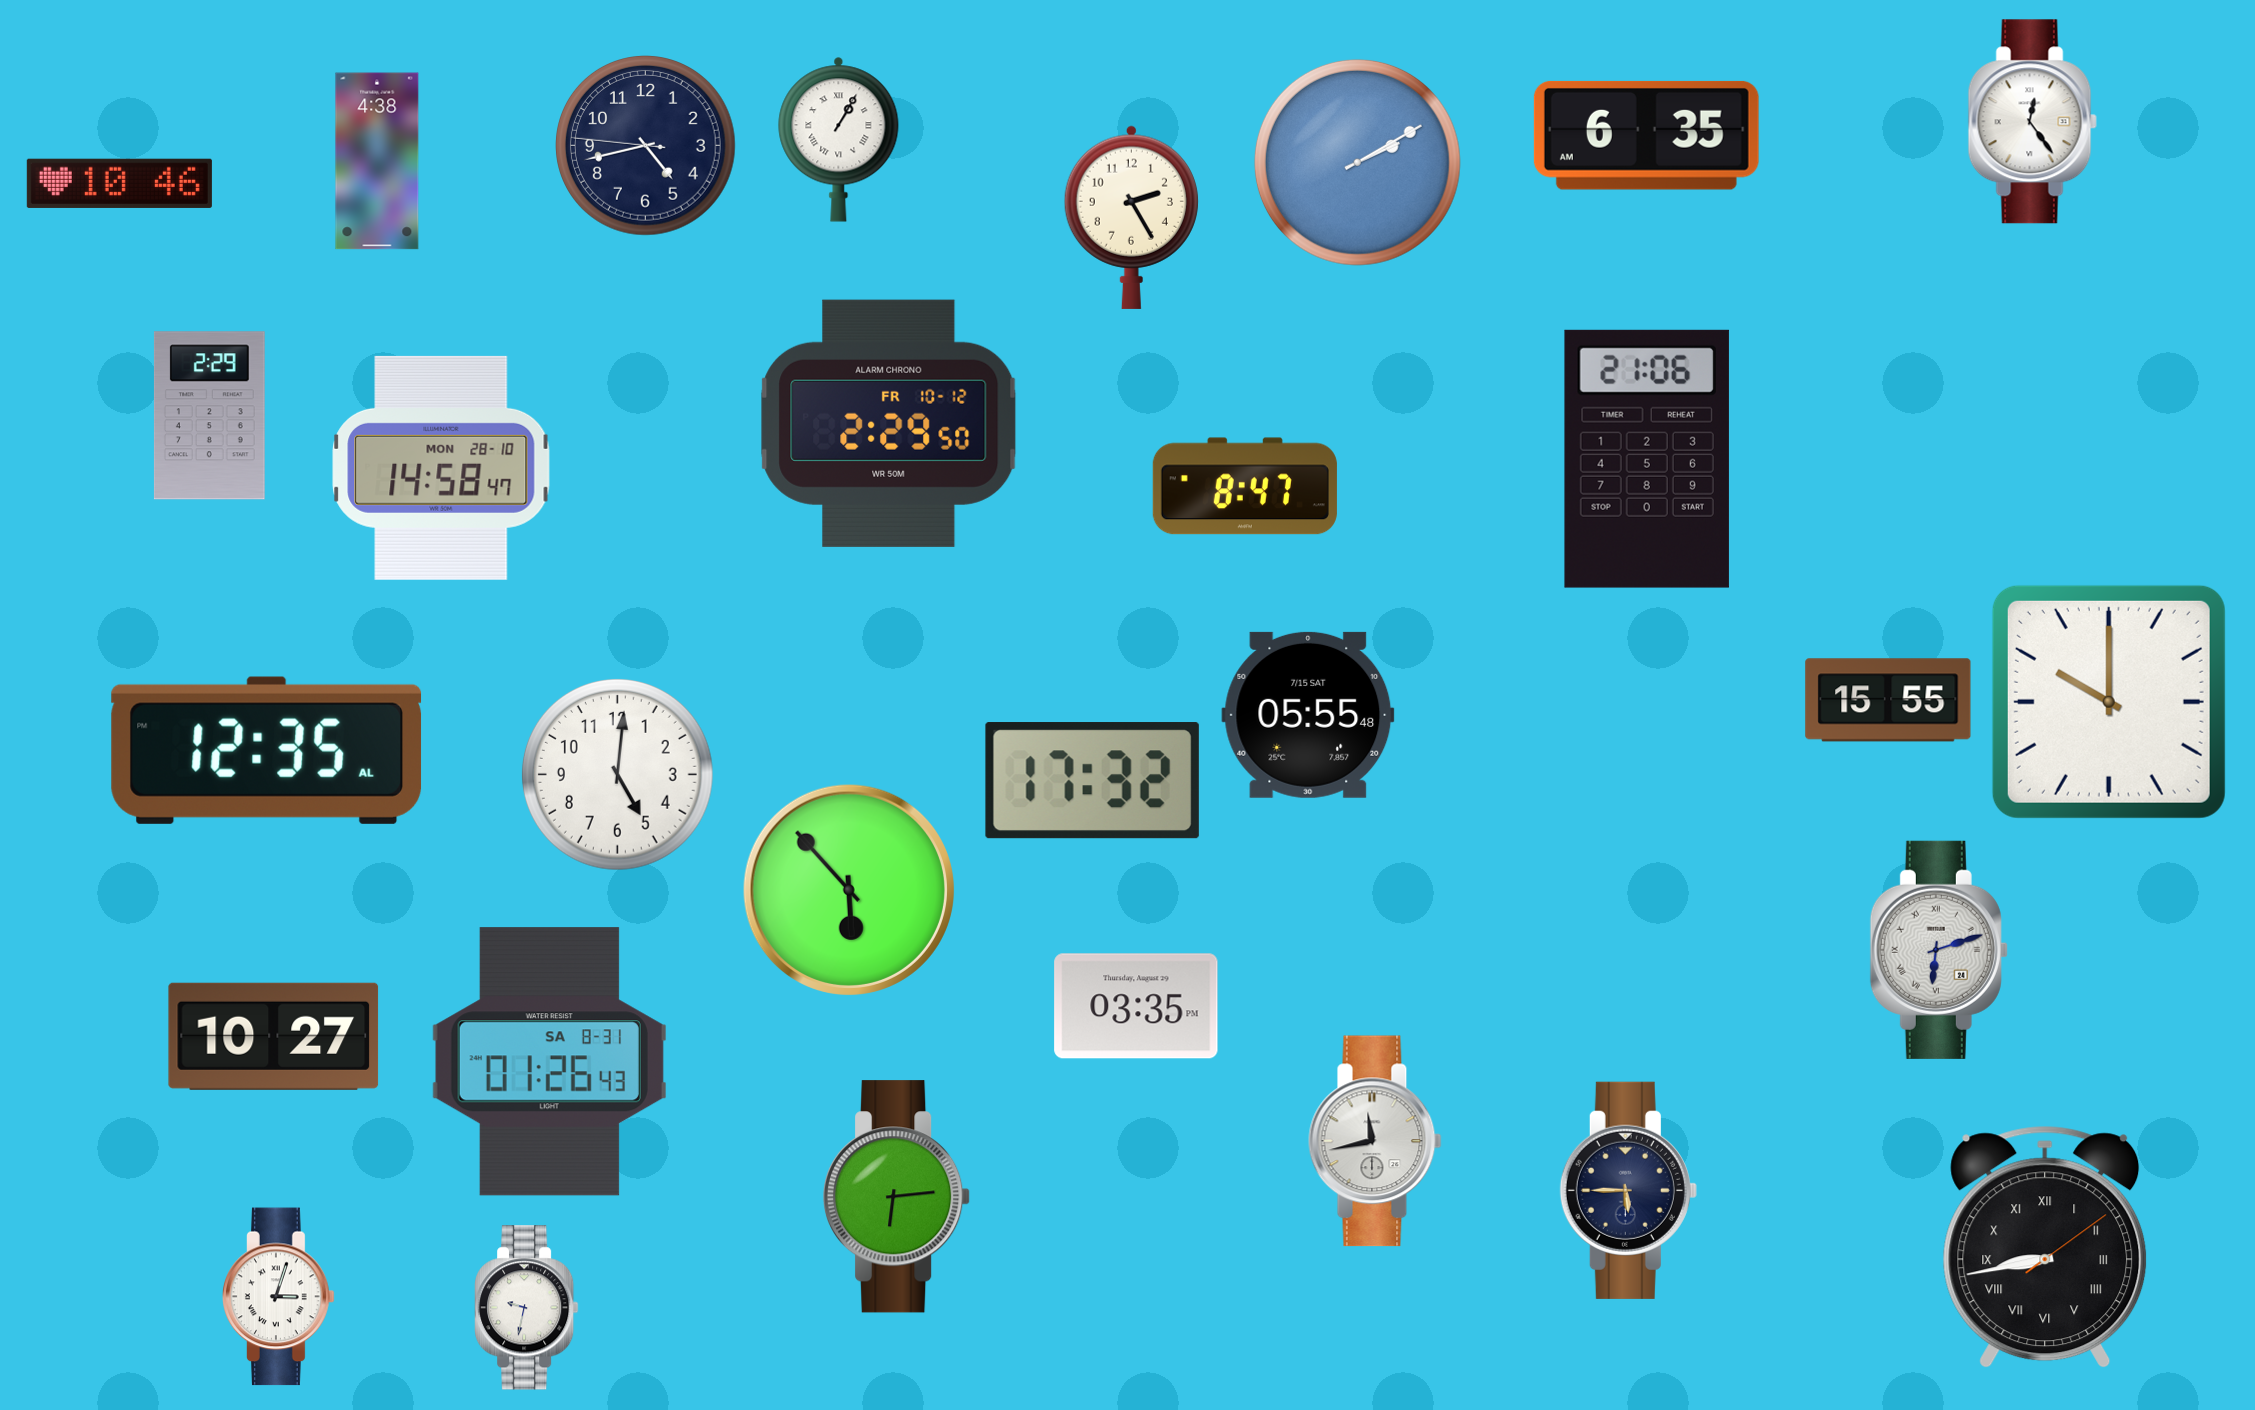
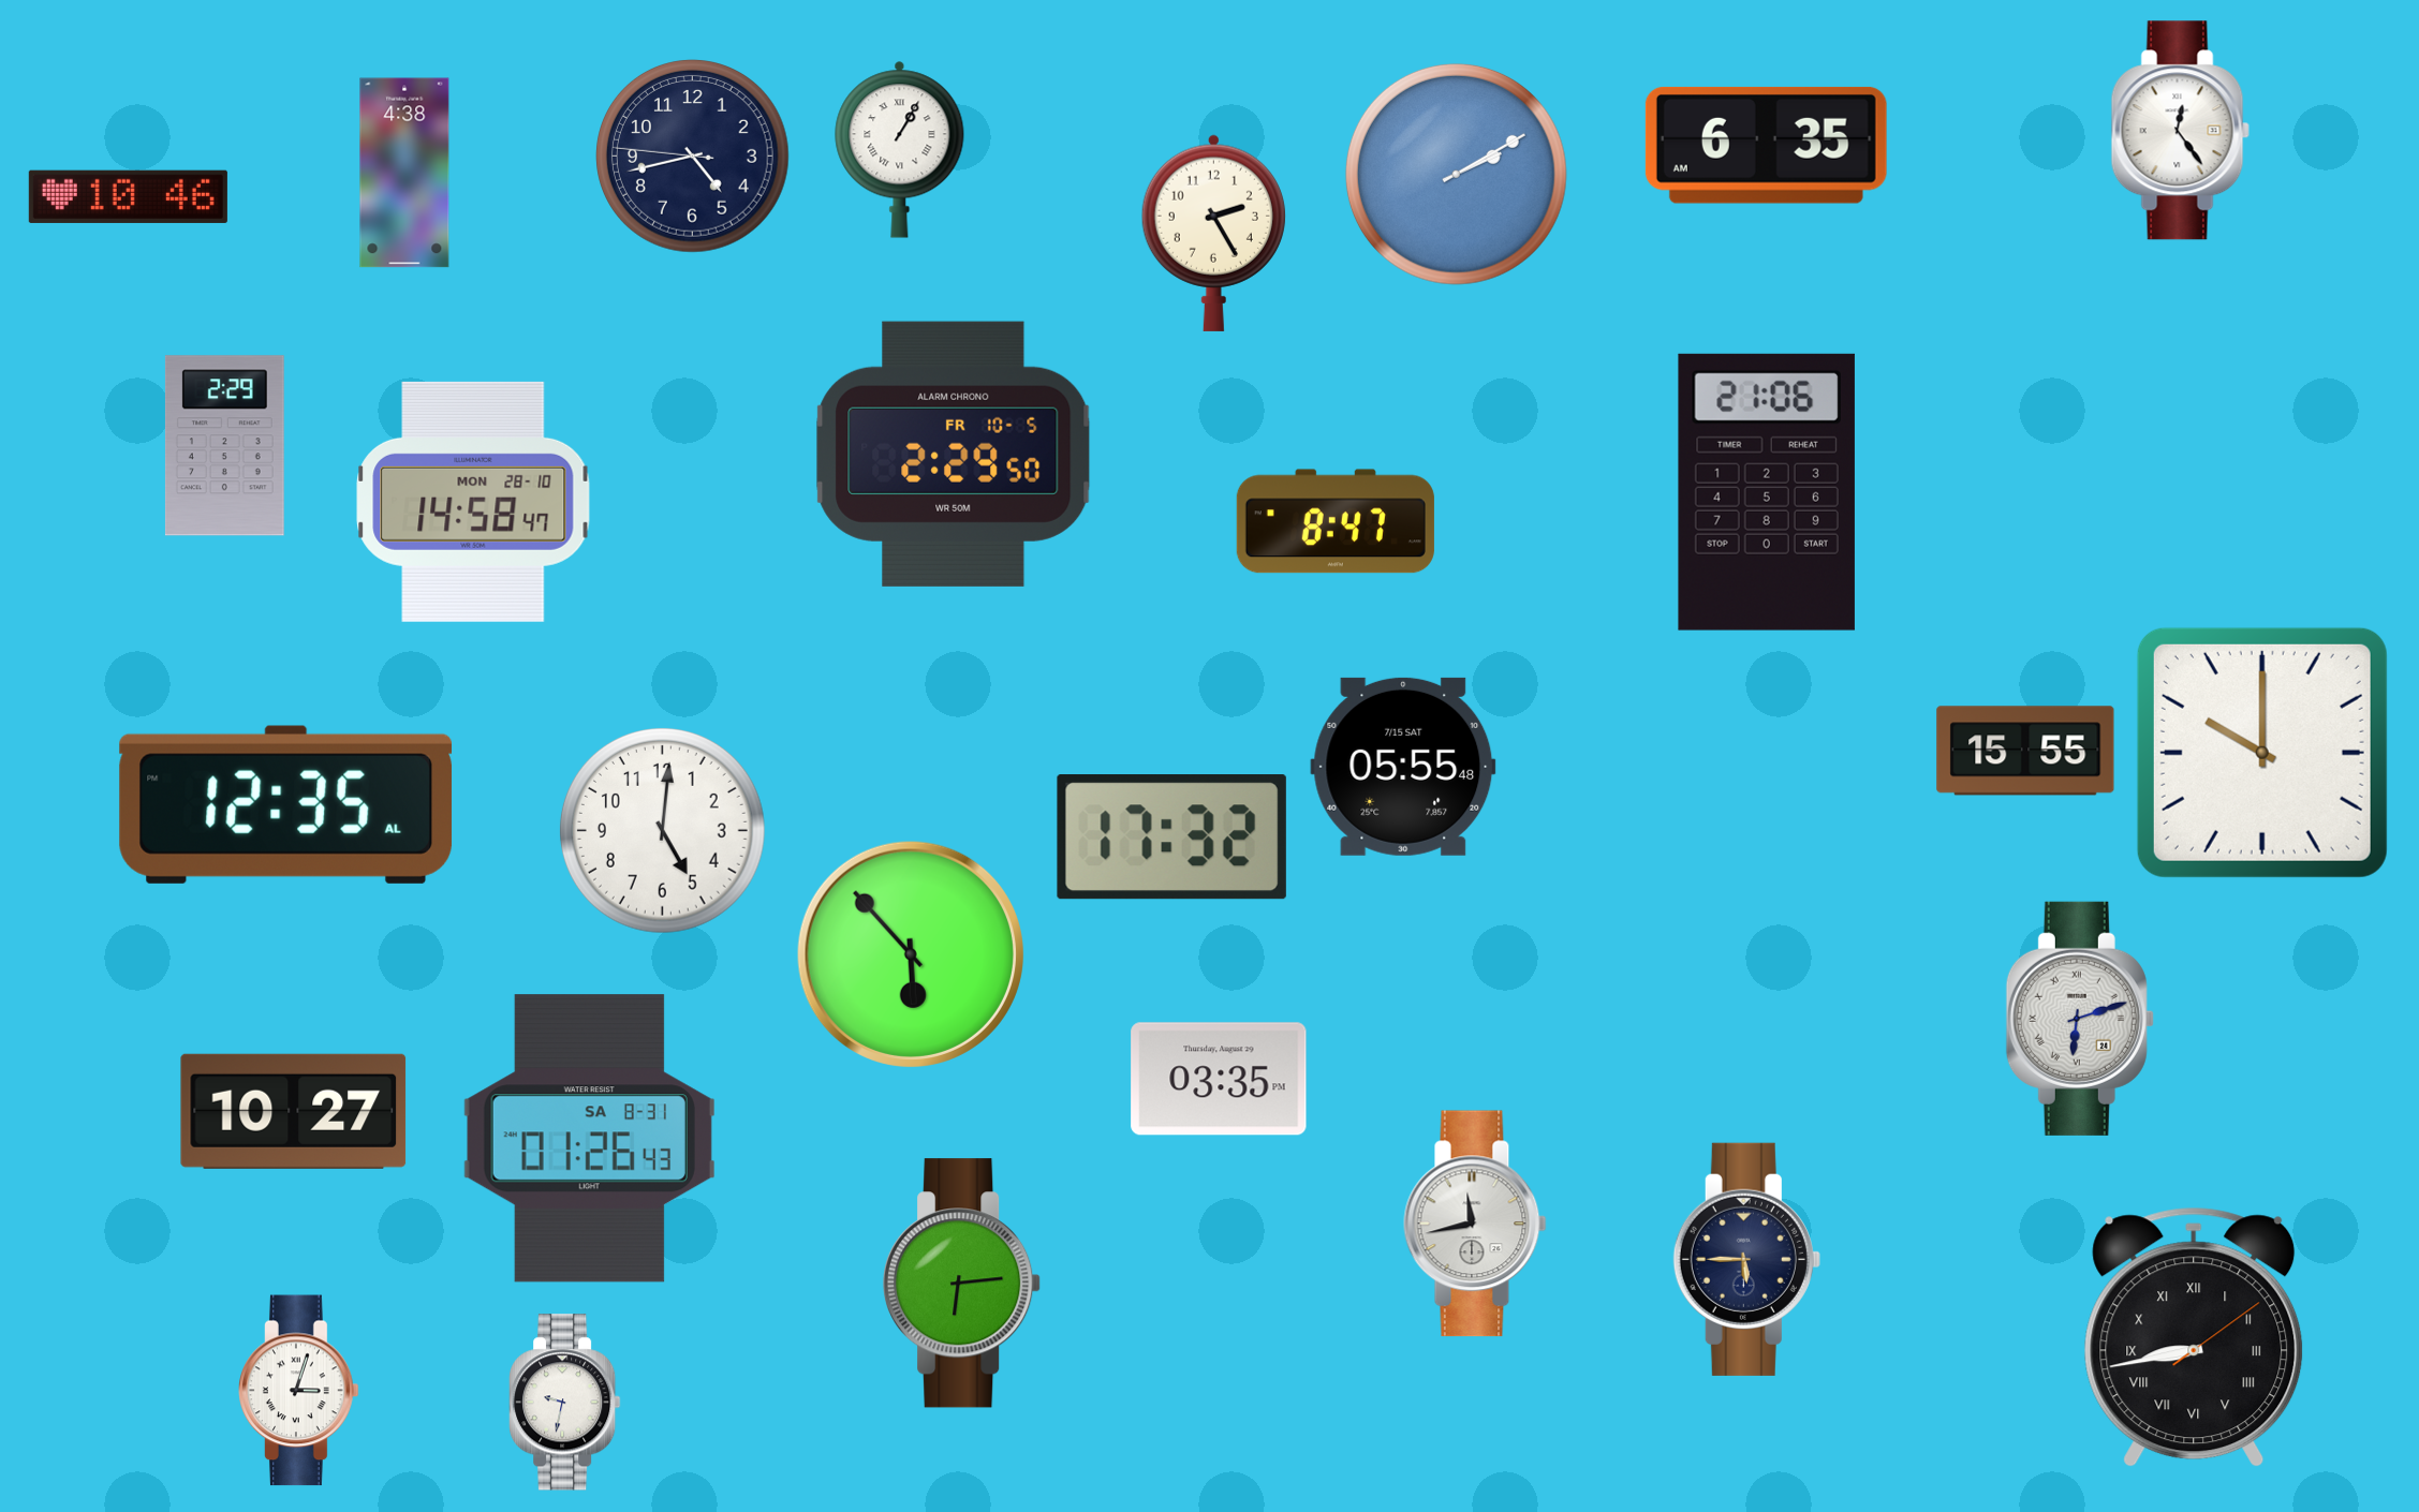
clock at (889, 423) date: FR 10-12 -> FR 10-5
clock at (1628, 1190) position: (1628, 1190) -> (1746, 1259)
